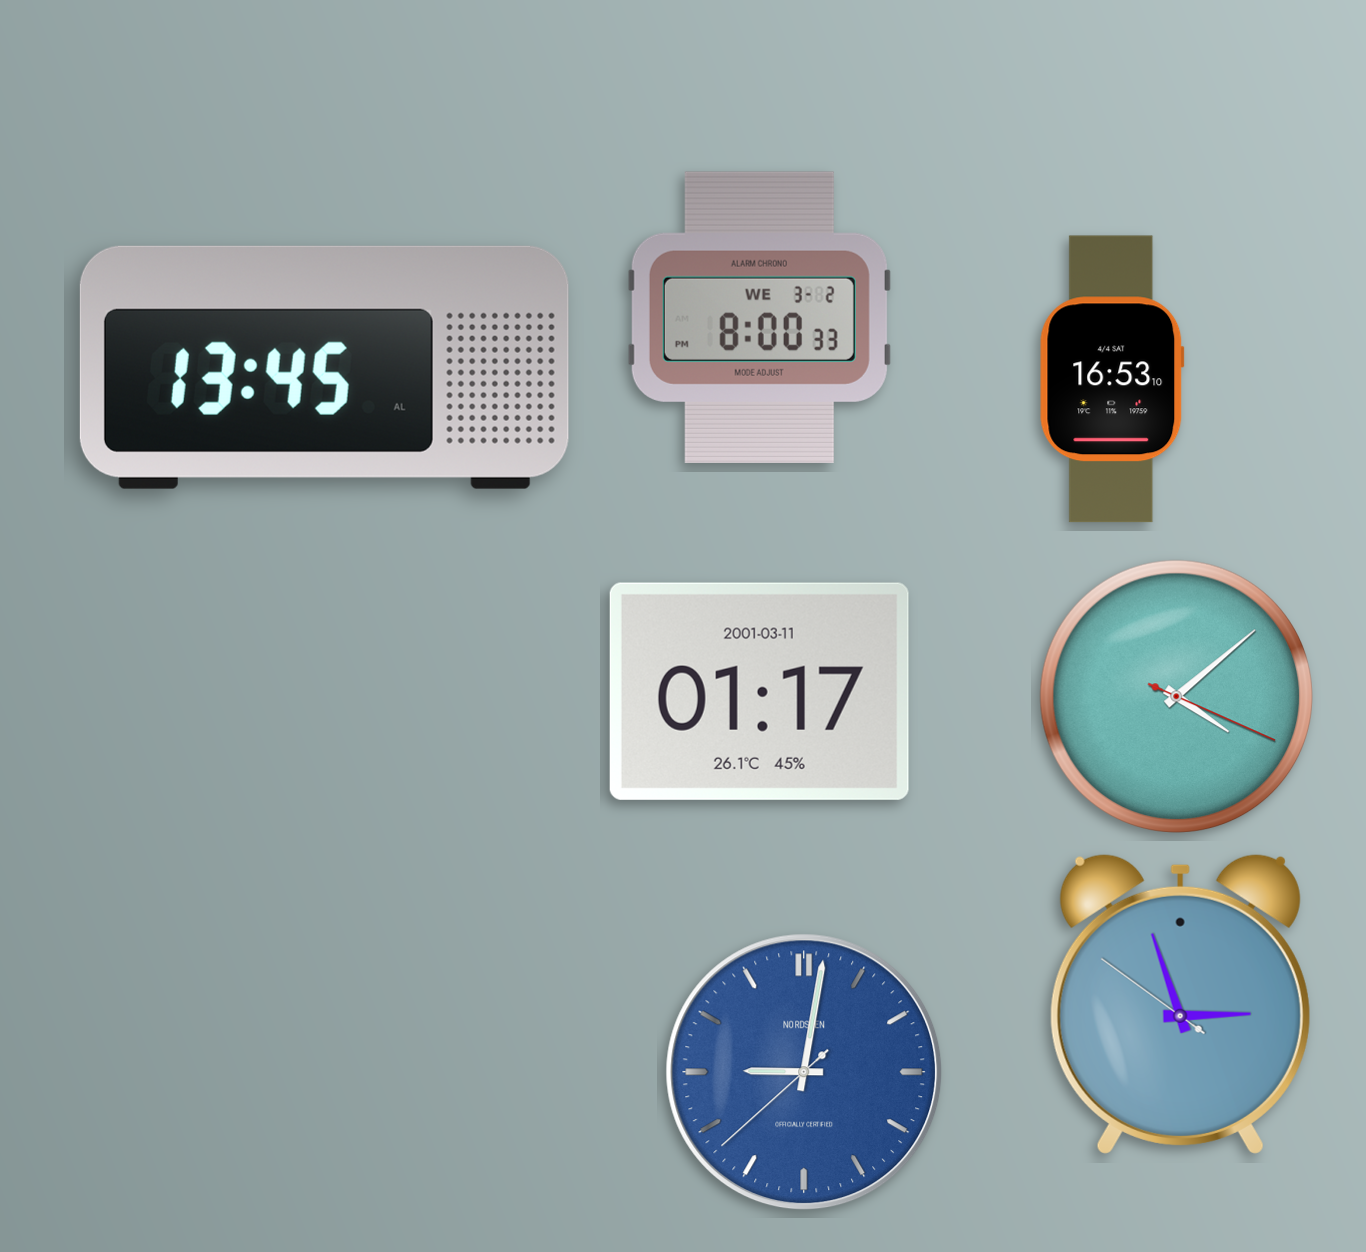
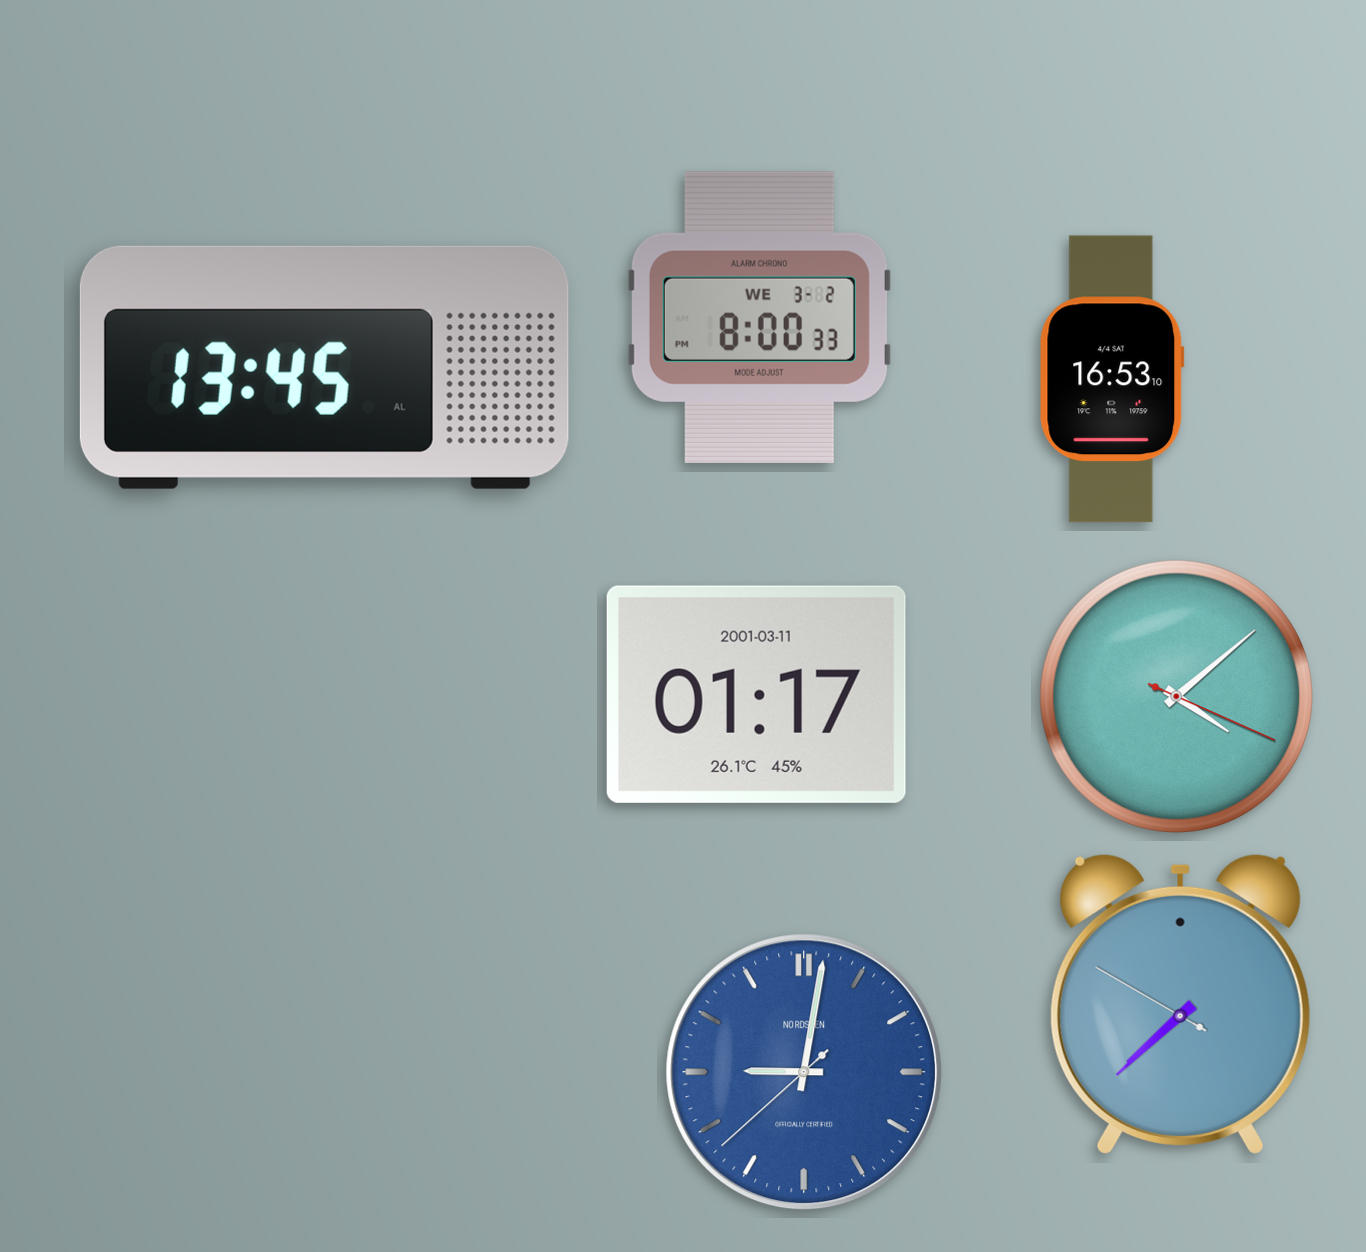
clock at (759, 691) position: (759, 691) -> (756, 694)
clock at (1180, 1004): 2:56 -> 7:37
